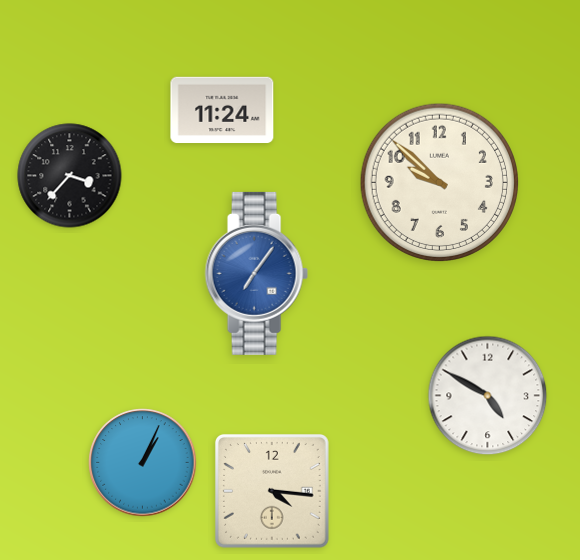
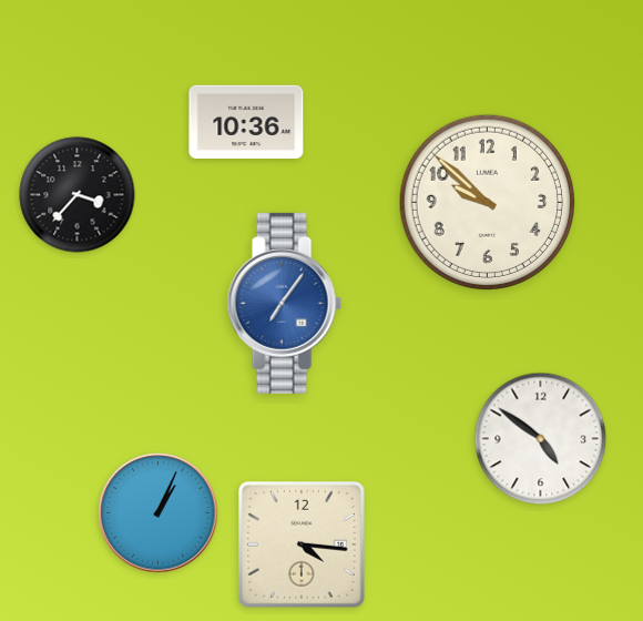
clock at (222, 110): 11:24 -> 10:36
clock at (488, 396): 4:50 -> 4:51
